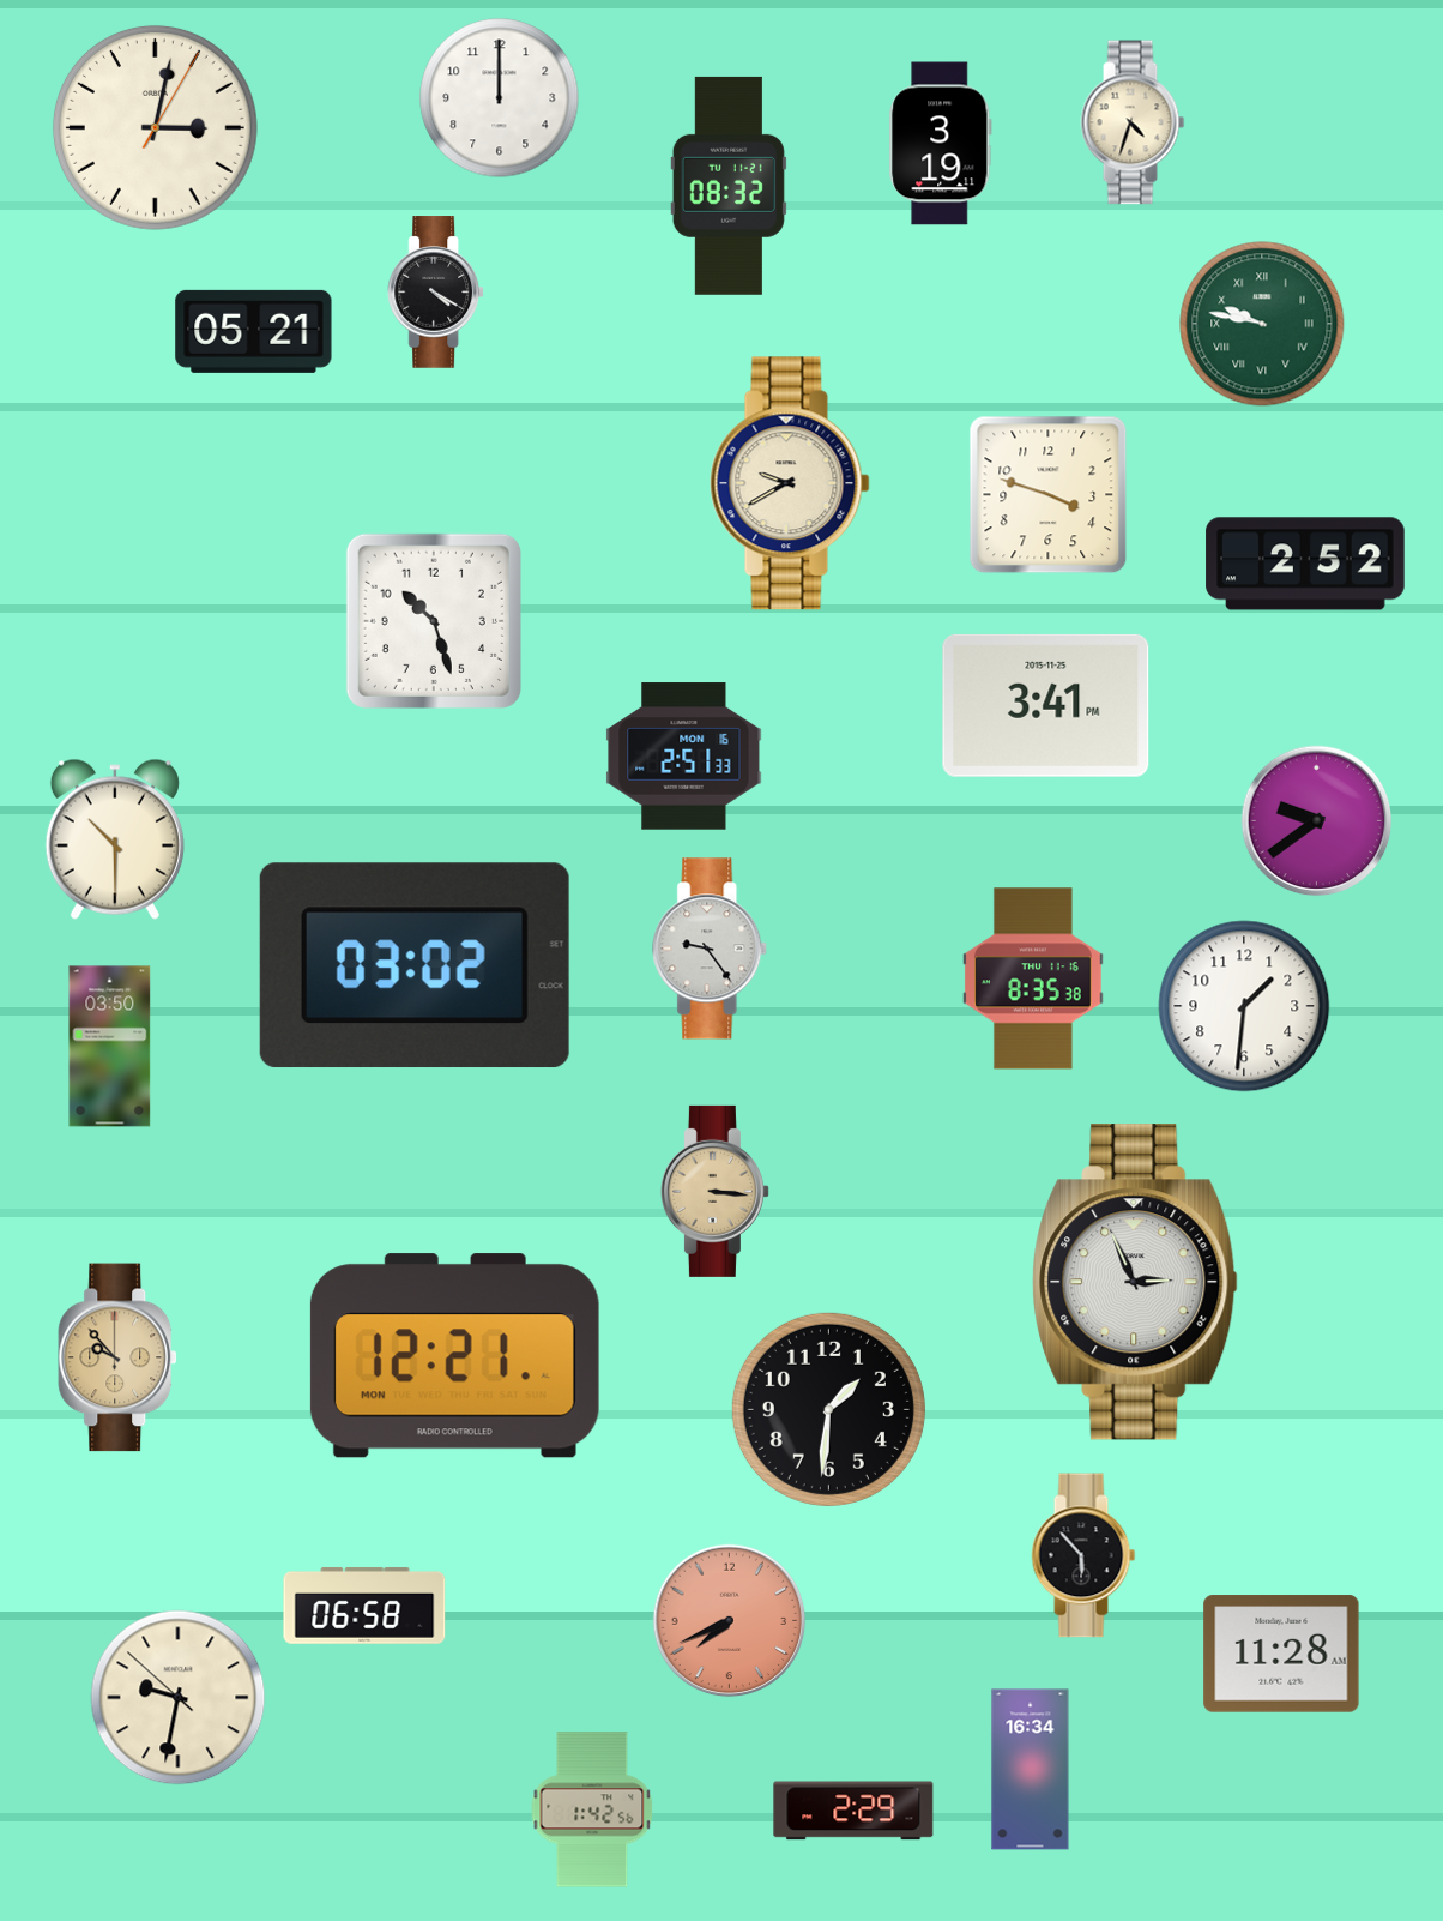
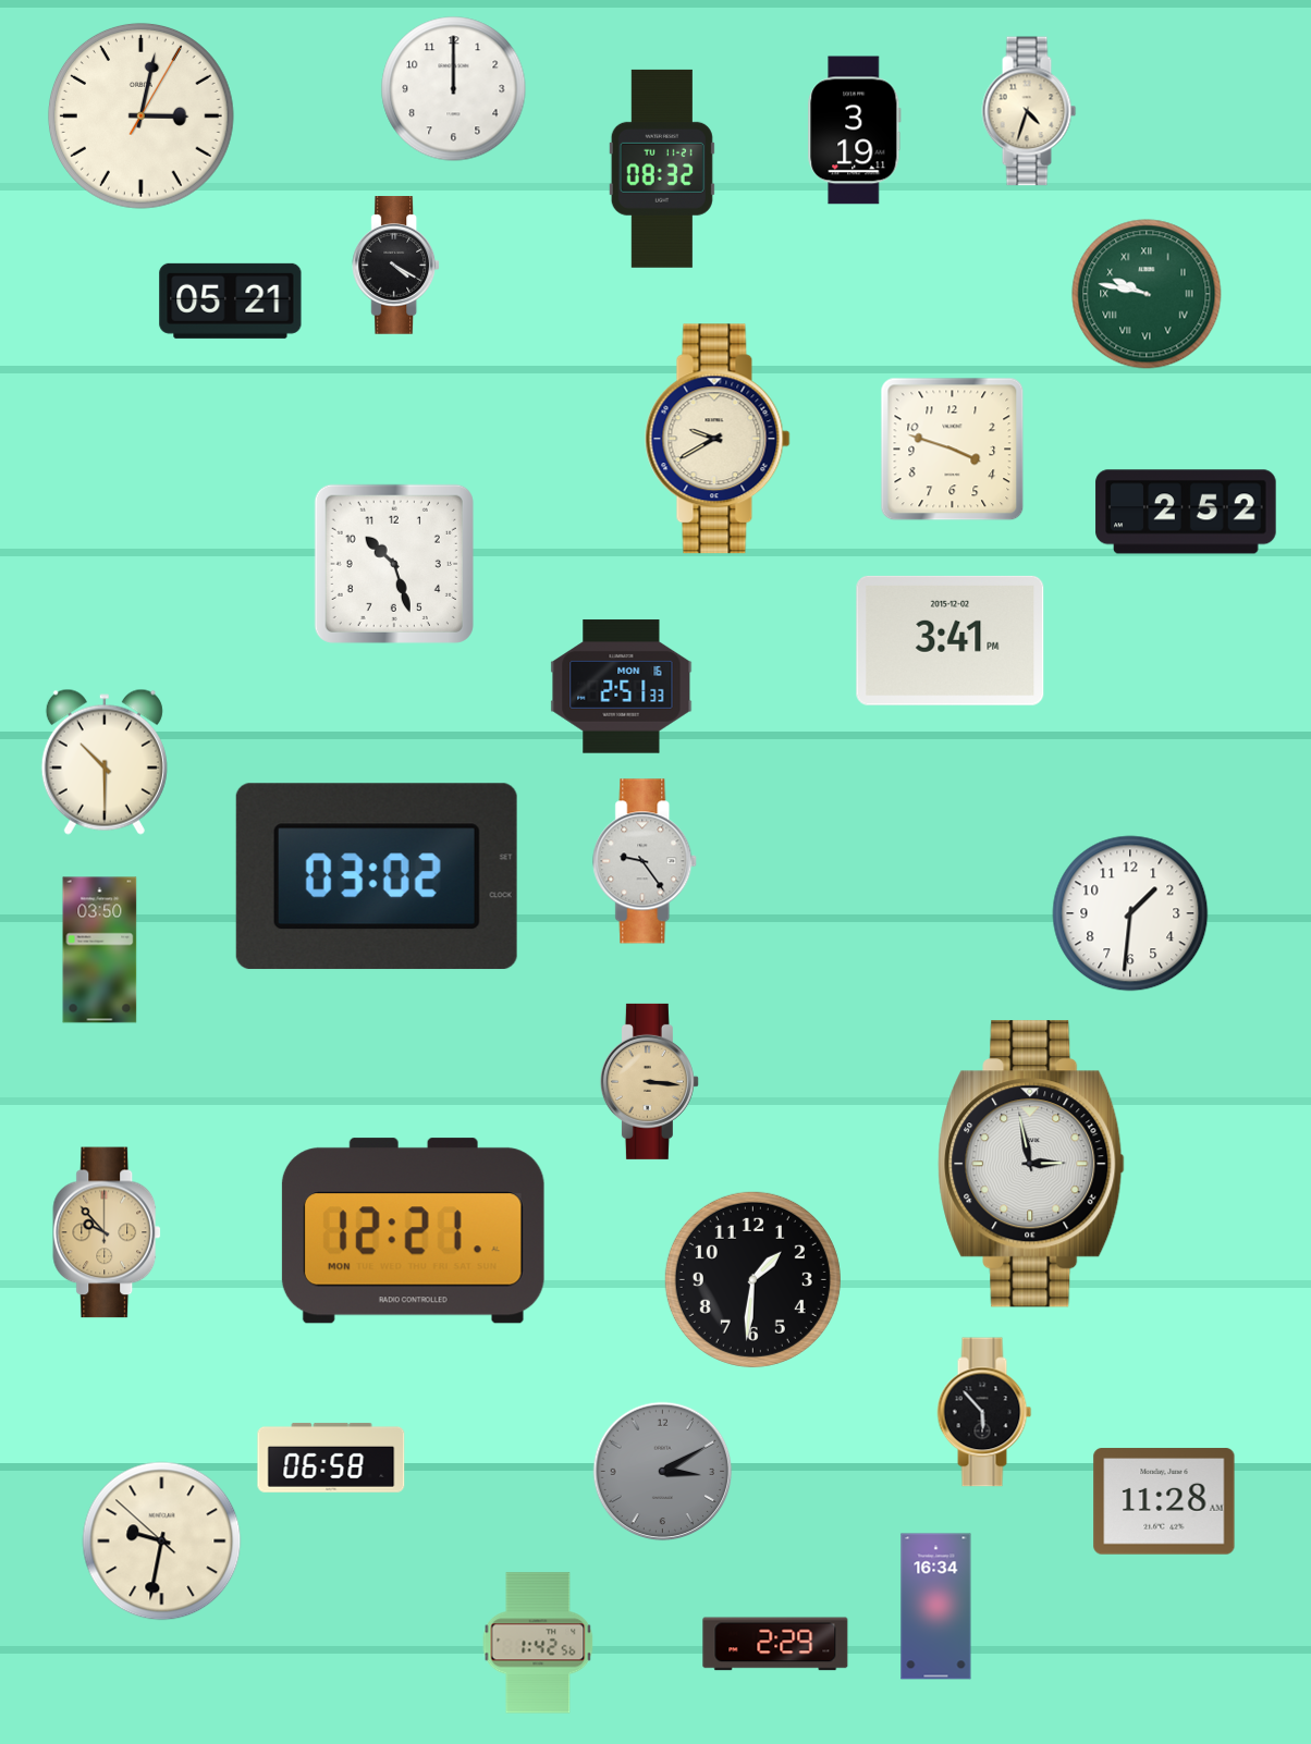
clock at (1046, 705) date: 2015-11-25 -> 2015-12-02
clock at (1317, 821): 9:39 -> none
clock at (1034, 978): 8:35 -> none
clock at (1135, 1282): 2:56 -> 2:58
clock at (730, 1621): 7:41 -> 3:10
clock at (730, 1621) dial: salmon -> grey
